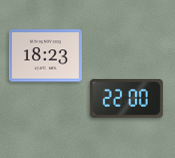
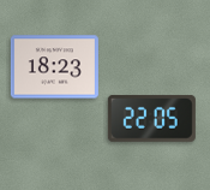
clock at (126, 98): 22:00 -> 22:05
